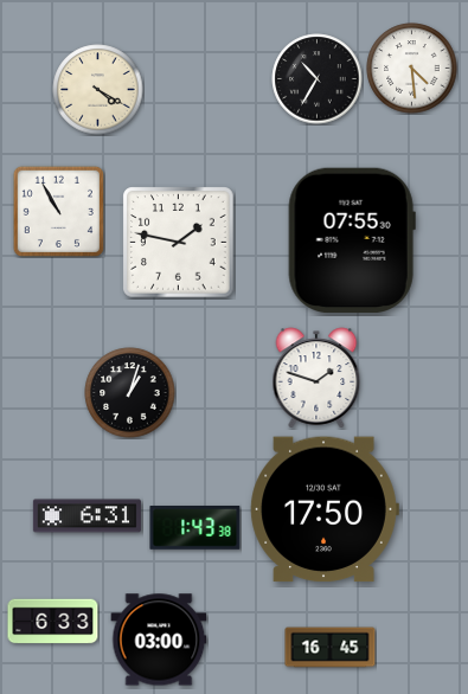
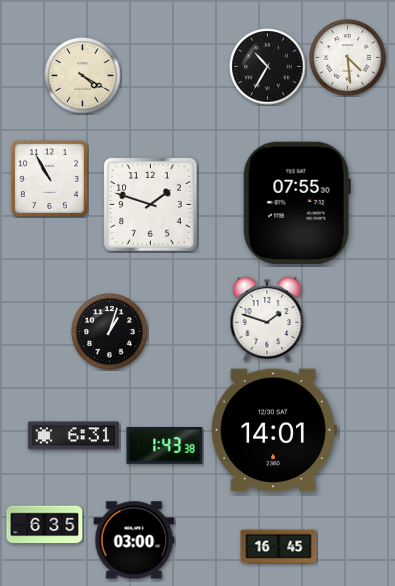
clock at (179, 243): 1:47 -> 1:48
clock at (325, 509): 17:50 -> 14:01
clock at (53, 622): 6:33 -> 6:35
